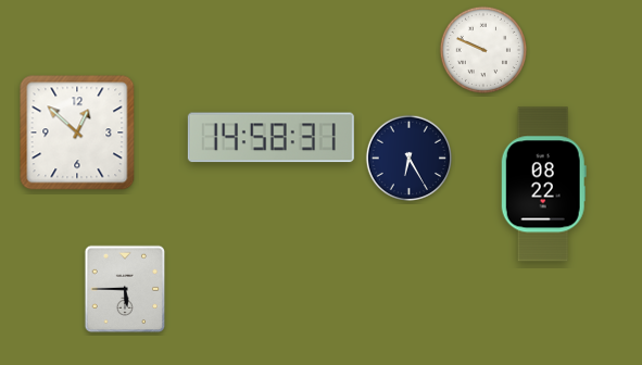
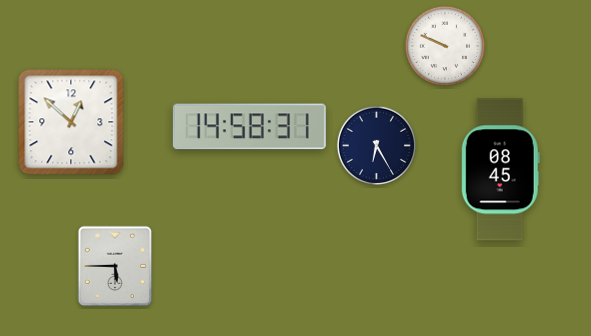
clock at (543, 185): 08:22 -> 08:45
